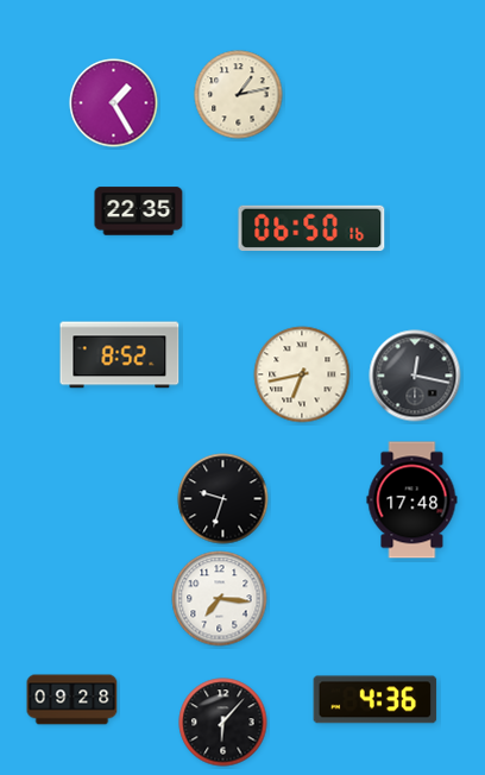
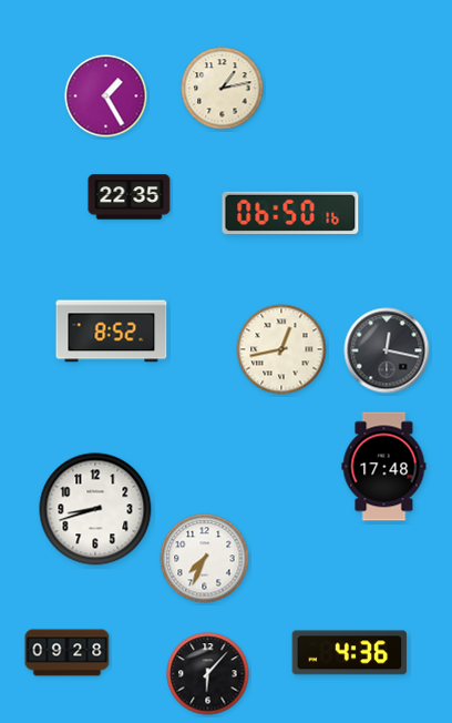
clock at (302, 374): 6:43 -> 12:43
clock at (223, 499): 9:33 -> none
clock at (95, 509): none -> 8:42
clock at (220, 599): 7:16 -> 7:34
